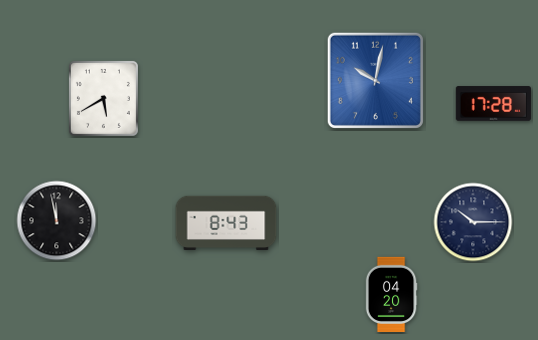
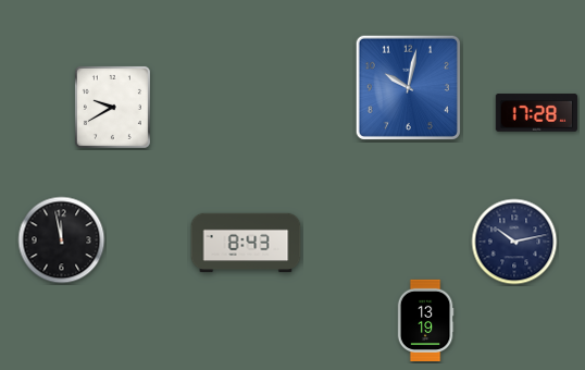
clock at (103, 98): 5:40 -> 9:40
clock at (473, 222): 10:15 -> 10:13
clock at (391, 294): 04:20 -> 13:19
